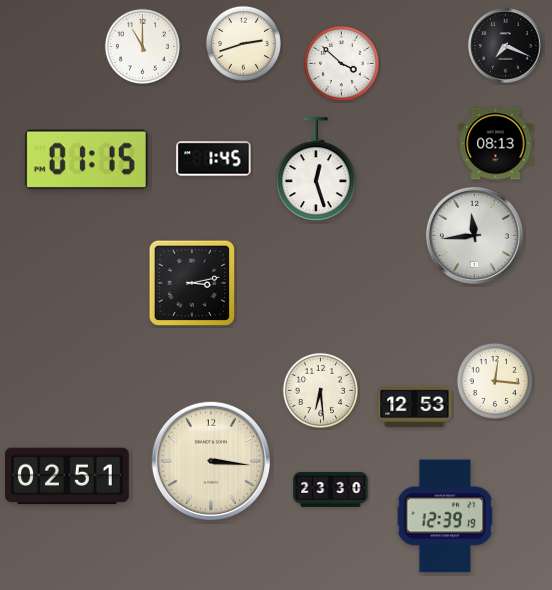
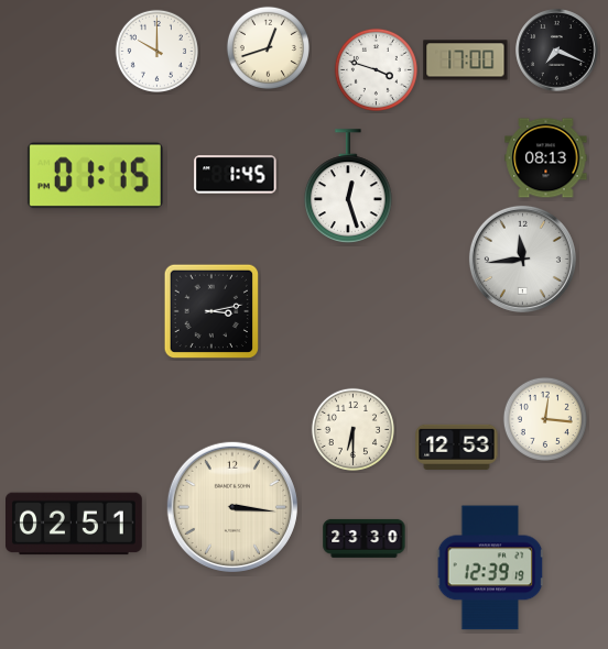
clock at (243, 43): 2:42 -> 12:42
clock at (142, 46): 11:00 -> 10:00
clock at (466, 61): none -> 17:00
clock at (341, 63): 3:52 -> 3:48
clock at (320, 390): 6:29 -> 6:30
